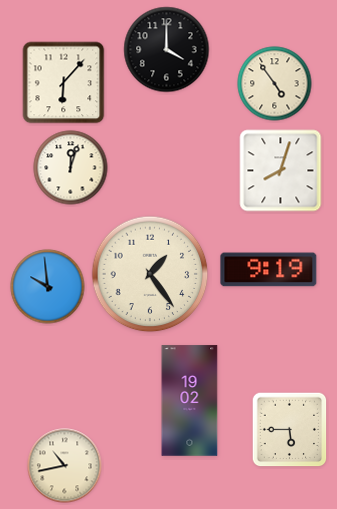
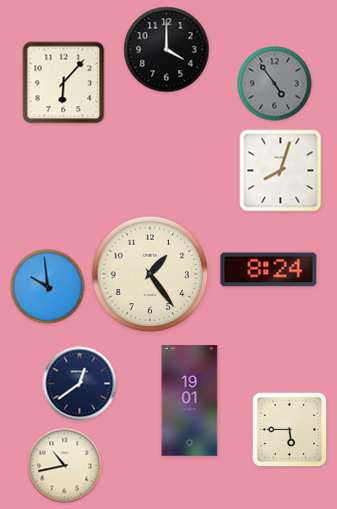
clock at (275, 84) dial: cream -> grey
clock at (71, 168): 12:03 -> none
clock at (269, 270): 9:19 -> 8:24
clock at (80, 384): none -> 12:39
clock at (190, 401): 19:02 -> 19:01
